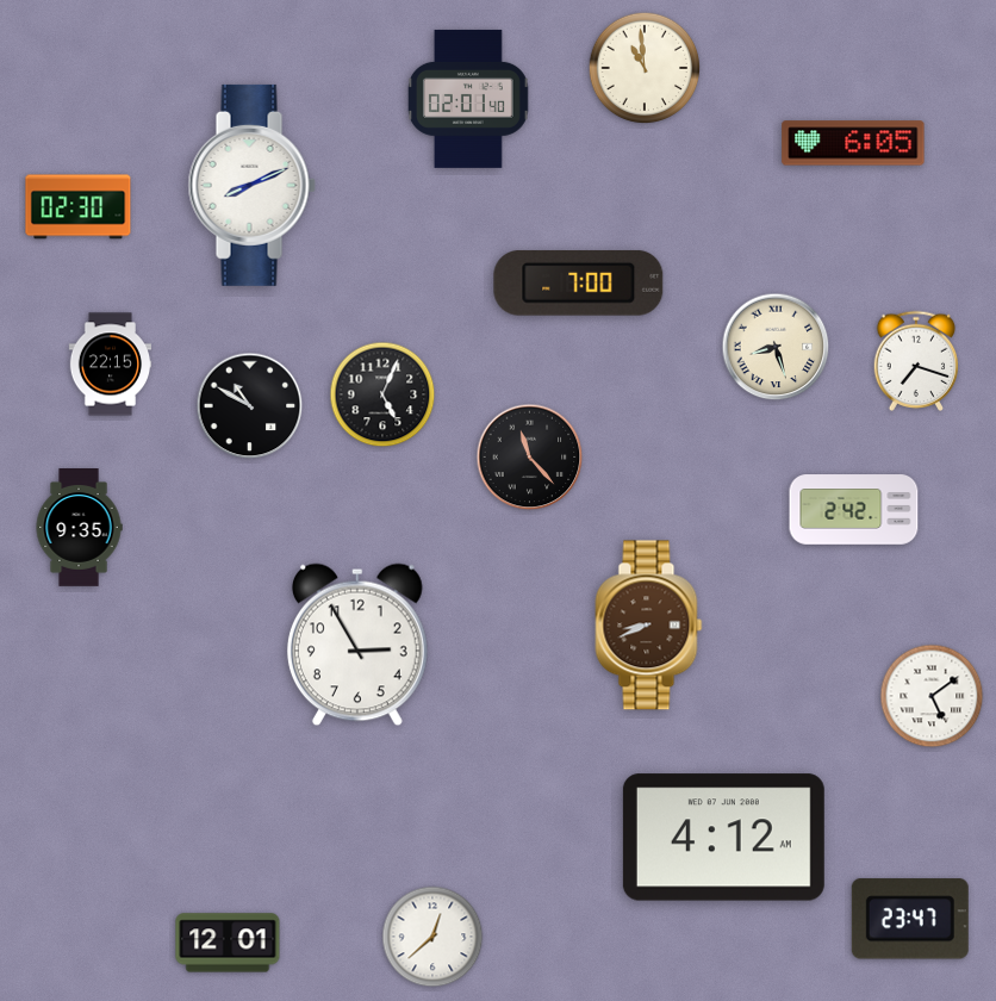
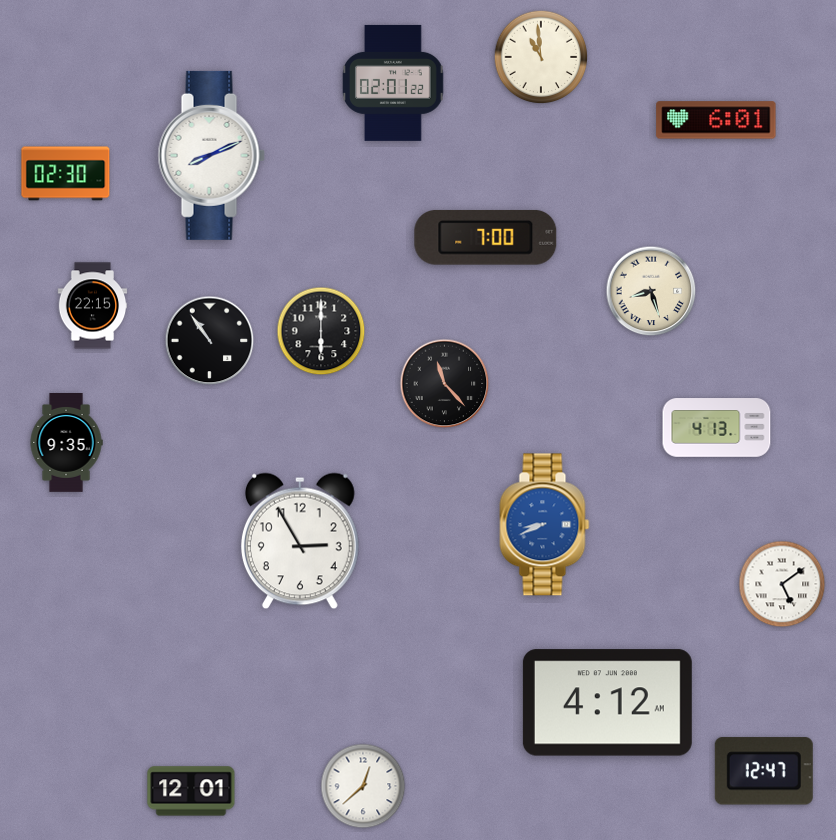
clock at (469, 99): 02:01:40 -> 02:01:22
clock at (853, 143): 6:05 -> 6:01
clock at (916, 360): 7:18 -> none
clock at (382, 394): 5:04 -> 6:00
clock at (250, 406): 10:50 -> 10:54
clock at (854, 510): 2:42 -> 4:13
clock at (649, 626) dial: brown -> blue
clock at (910, 919): 23:47 -> 12:47
